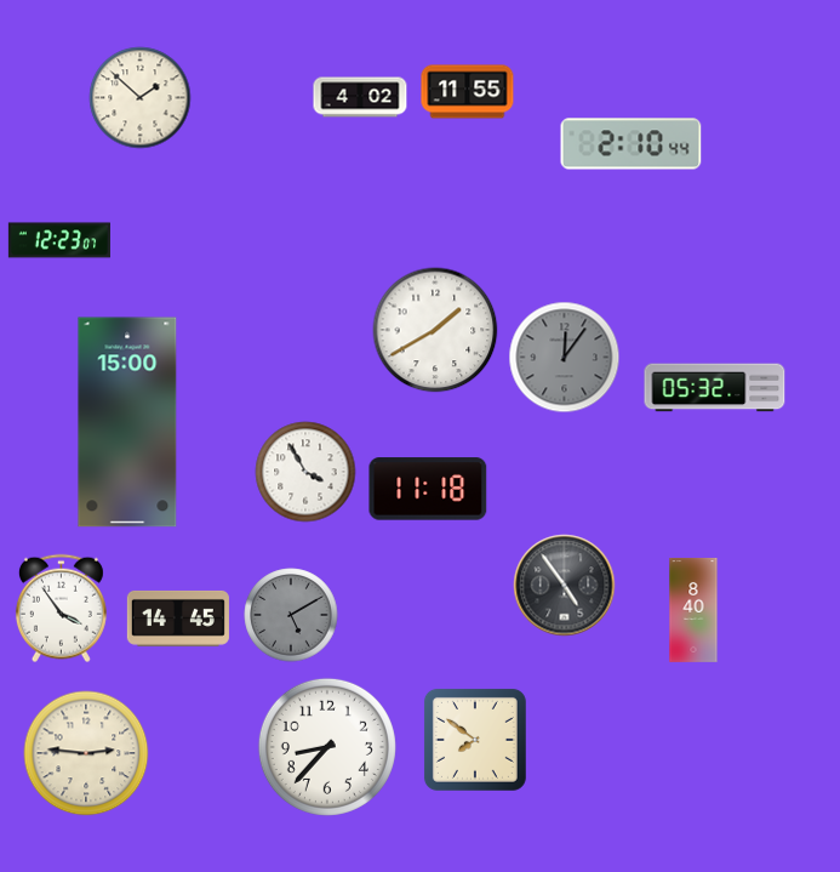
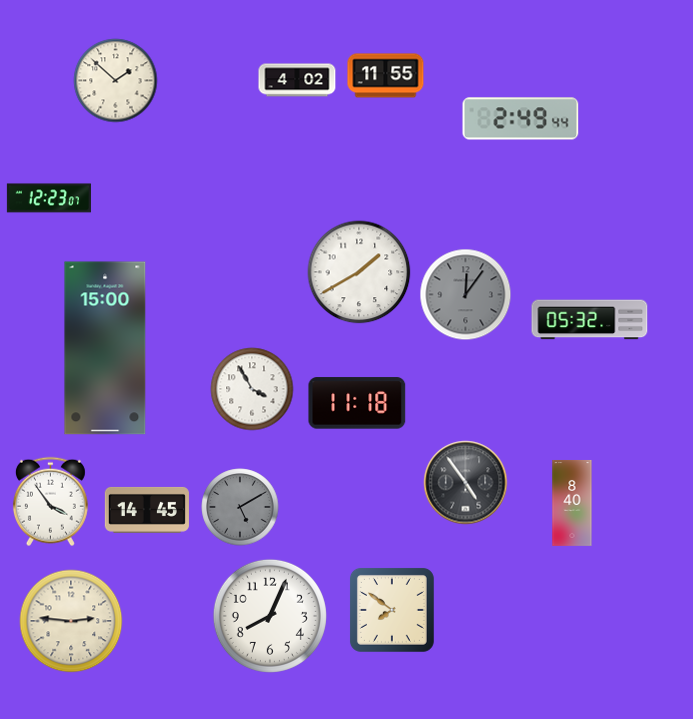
clock at (632, 144): 2:10 -> 2:49
clock at (428, 489) position: (428, 489) -> (357, 403)
clock at (327, 747): 8:37 -> 8:04
